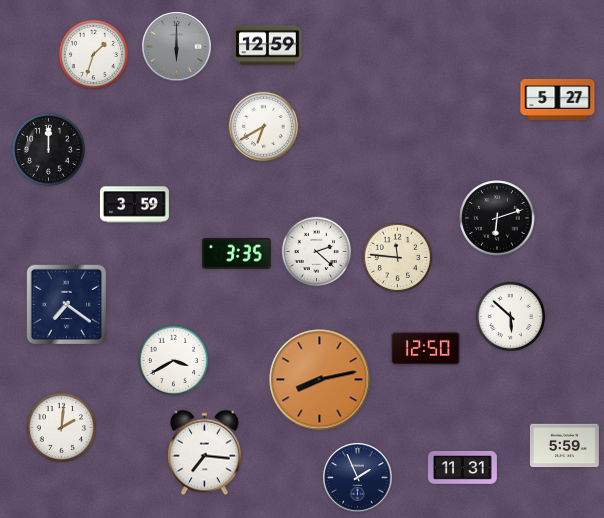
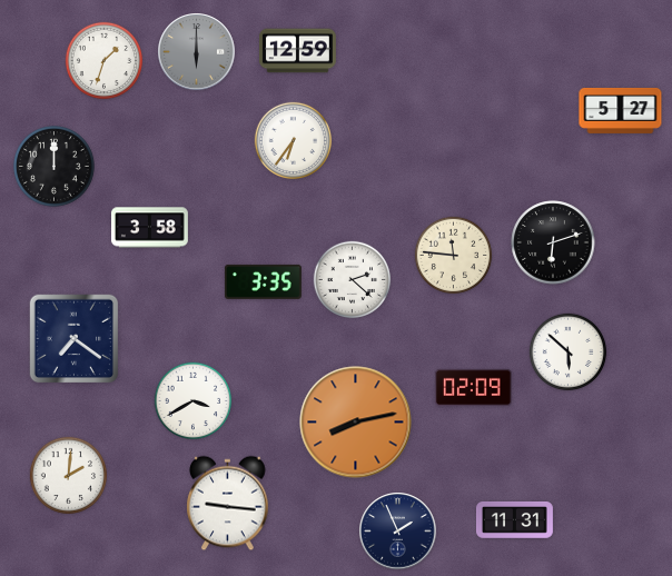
clock at (264, 127): 6:40 -> 6:36
clock at (134, 205): 3:59 -> 3:58
clock at (398, 258) position: (398, 258) -> (454, 256)
clock at (425, 348): 12:50 -> 02:09
clock at (564, 446): 5:59 -> none
clock at (205, 453): 7:16 -> 9:16
